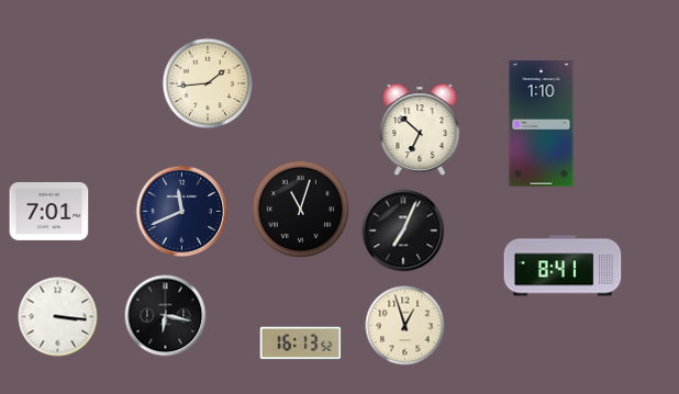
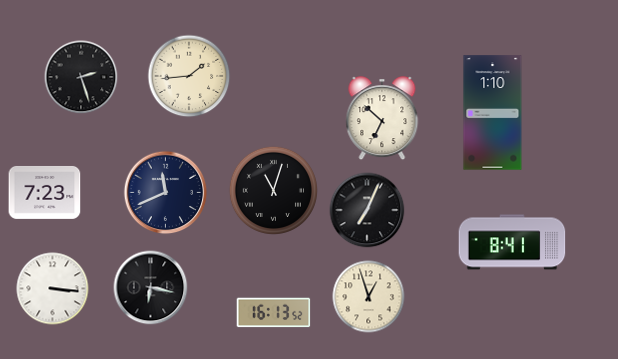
clock at (81, 77): none -> 2:27
clock at (49, 211): 7:01 -> 7:23
